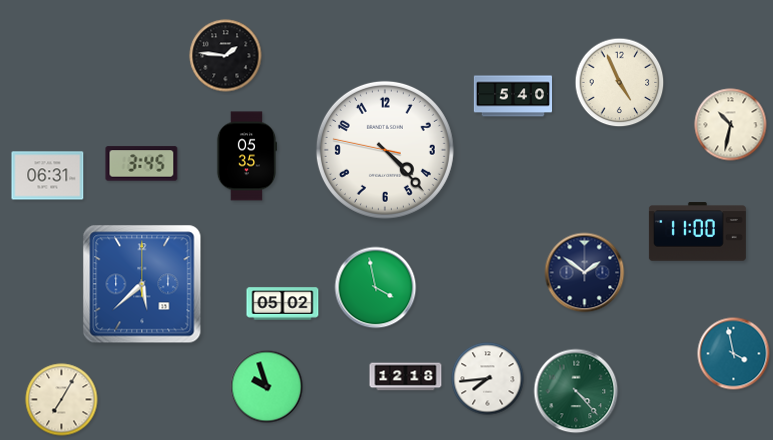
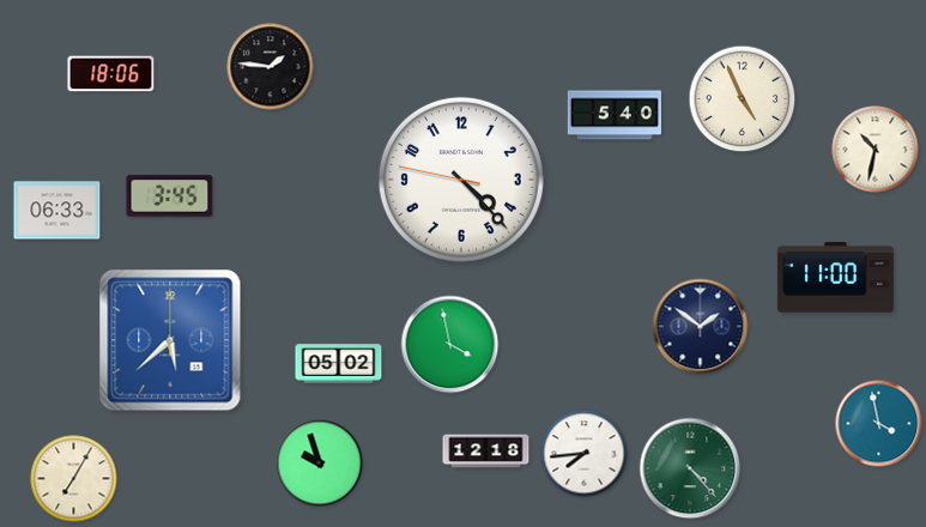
clock at (111, 74): none -> 18:06
clock at (247, 156): 05:35 -> none
clock at (48, 176): 06:31 -> 06:33
